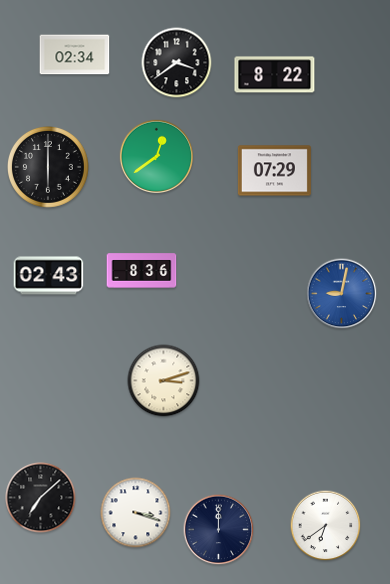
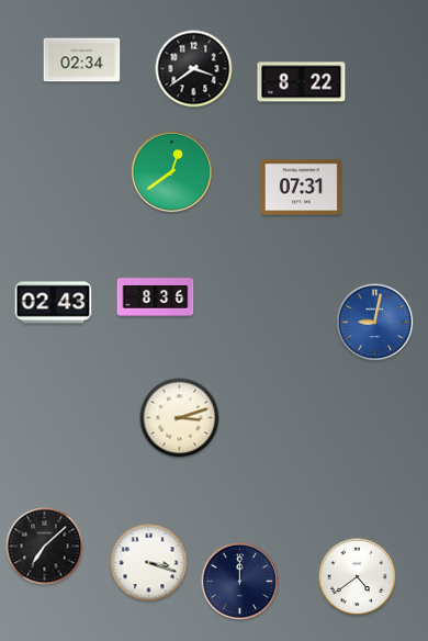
clock at (49, 168): 6:00 -> none
clock at (274, 171): 07:29 -> 07:31
clock at (326, 526): 6:39 -> 4:39
